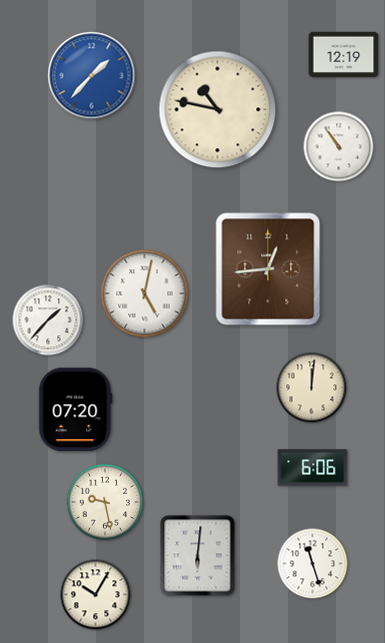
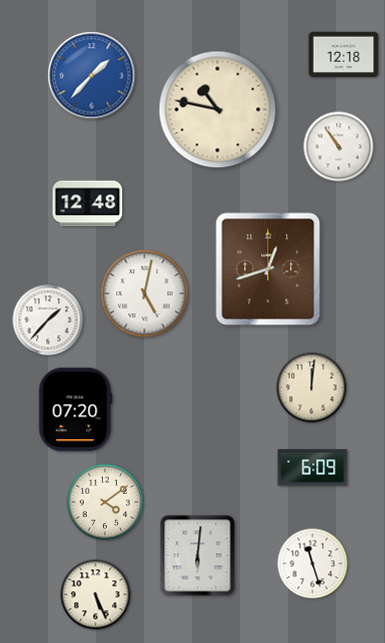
clock at (344, 55): 12:19 -> 12:18
clock at (88, 204): none -> 12:48
clock at (268, 269): 12:44 -> 12:42
clock at (313, 468): 6:06 -> 6:09
clock at (105, 502): 9:28 -> 4:09
clock at (96, 595): 10:05 -> 5:26
